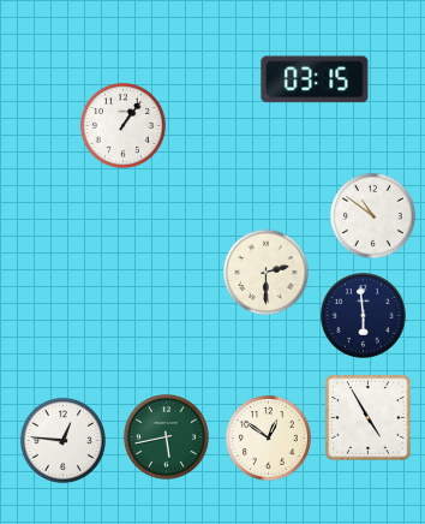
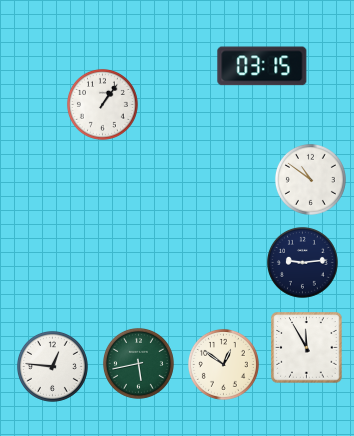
clock at (265, 272): 2:30 -> none
clock at (363, 315): 5:59 -> 9:14
clock at (369, 418): 4:55 -> 11:55
